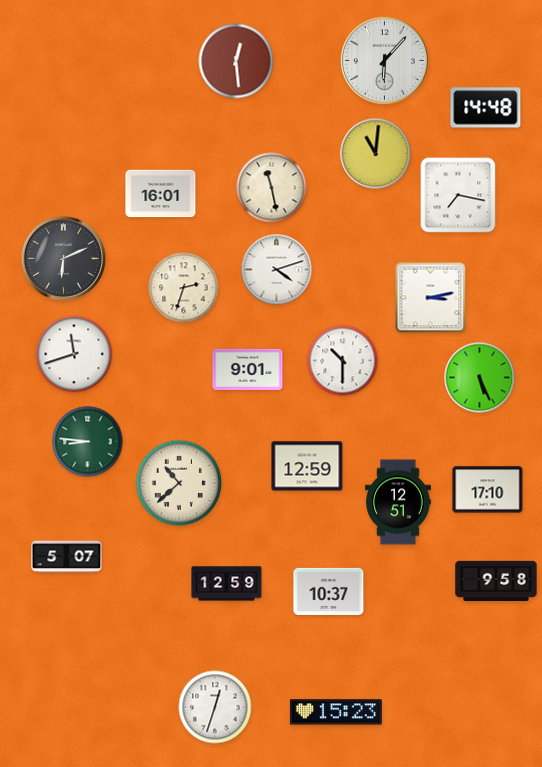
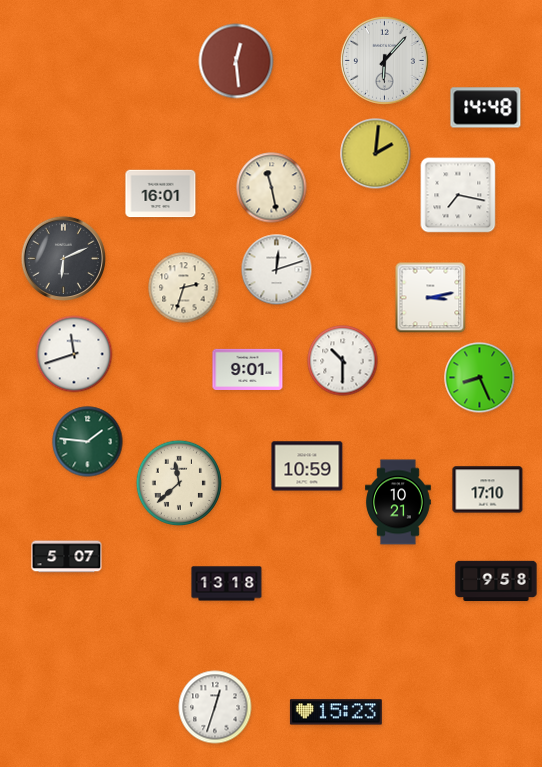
clock at (376, 154): 11:01 -> 2:01
clock at (277, 270): 4:12 -> 12:12
clock at (480, 378): 5:26 -> 8:26
clock at (88, 442): 8:46 -> 1:46
clock at (307, 466): 12:59 -> 10:59
clock at (178, 482): 10:38 -> 11:38
clock at (399, 502): 12:51 -> 10:21
clock at (227, 584): 12:59 -> 13:18
clock at (329, 591): 10:37 -> none
